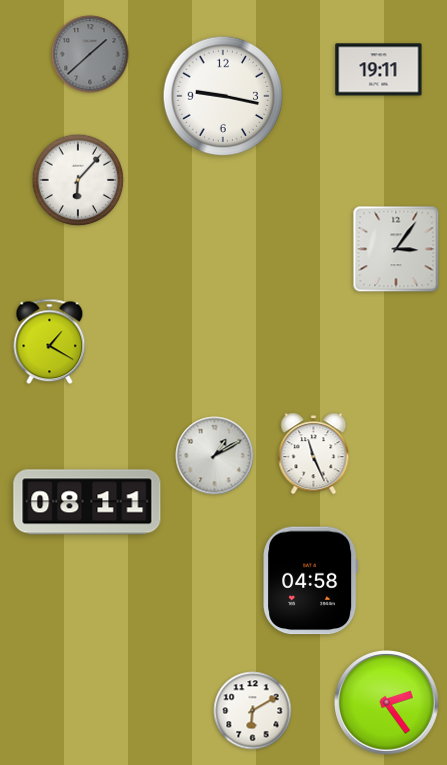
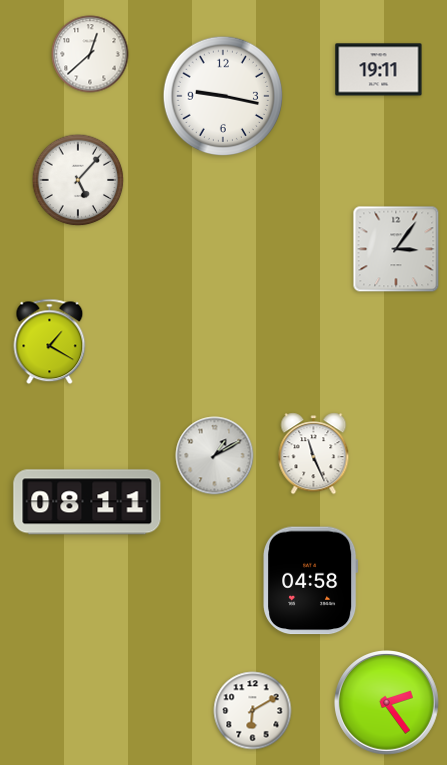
clock at (90, 54): 1:38 -> 12:38
clock at (90, 54) dial: grey -> white
clock at (78, 180): 6:07 -> 5:07
